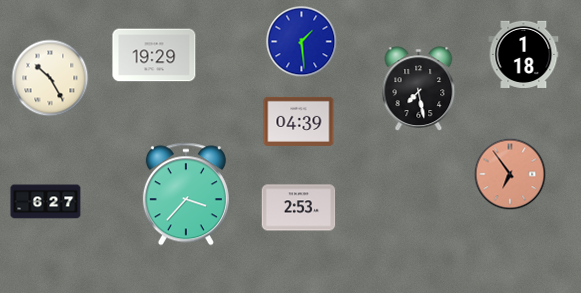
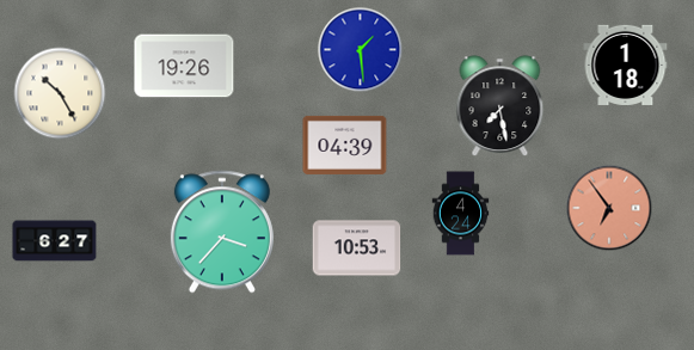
clock at (154, 55): 19:29 -> 19:26
clock at (299, 121) position: (299, 121) -> (345, 145)
clock at (461, 214): none -> 4:24
clock at (299, 208): 2:53 -> 10:53
